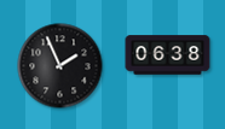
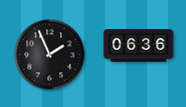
clock at (168, 55): 06:38 -> 06:36
